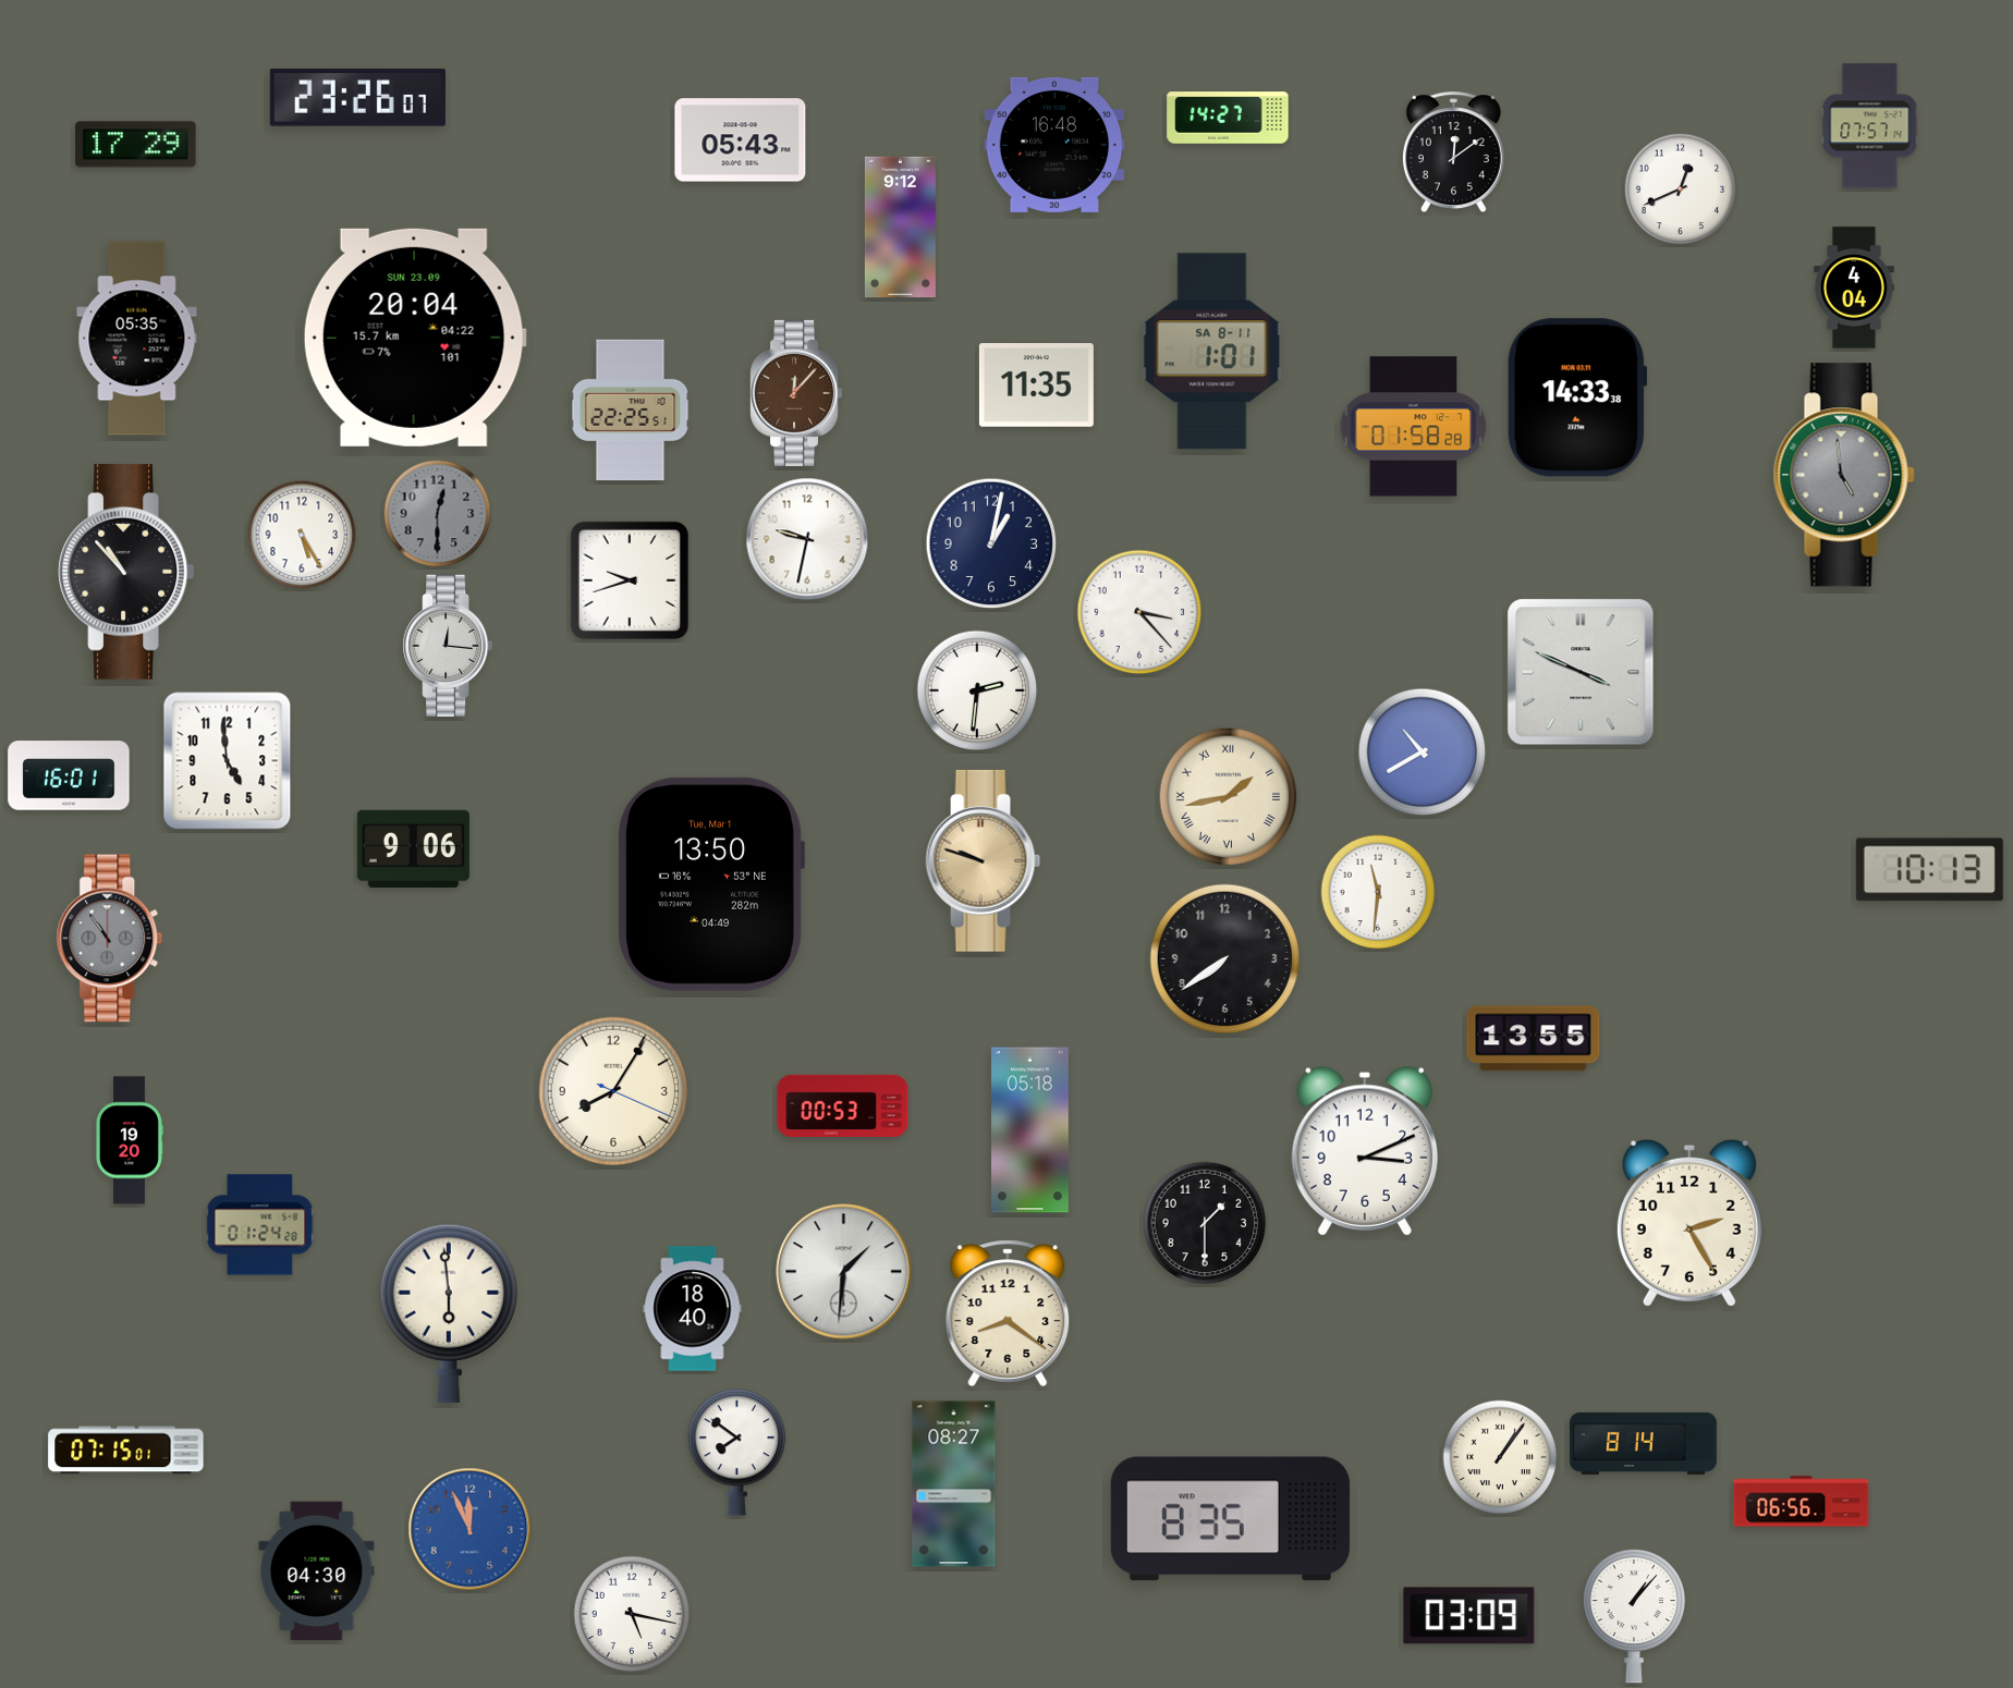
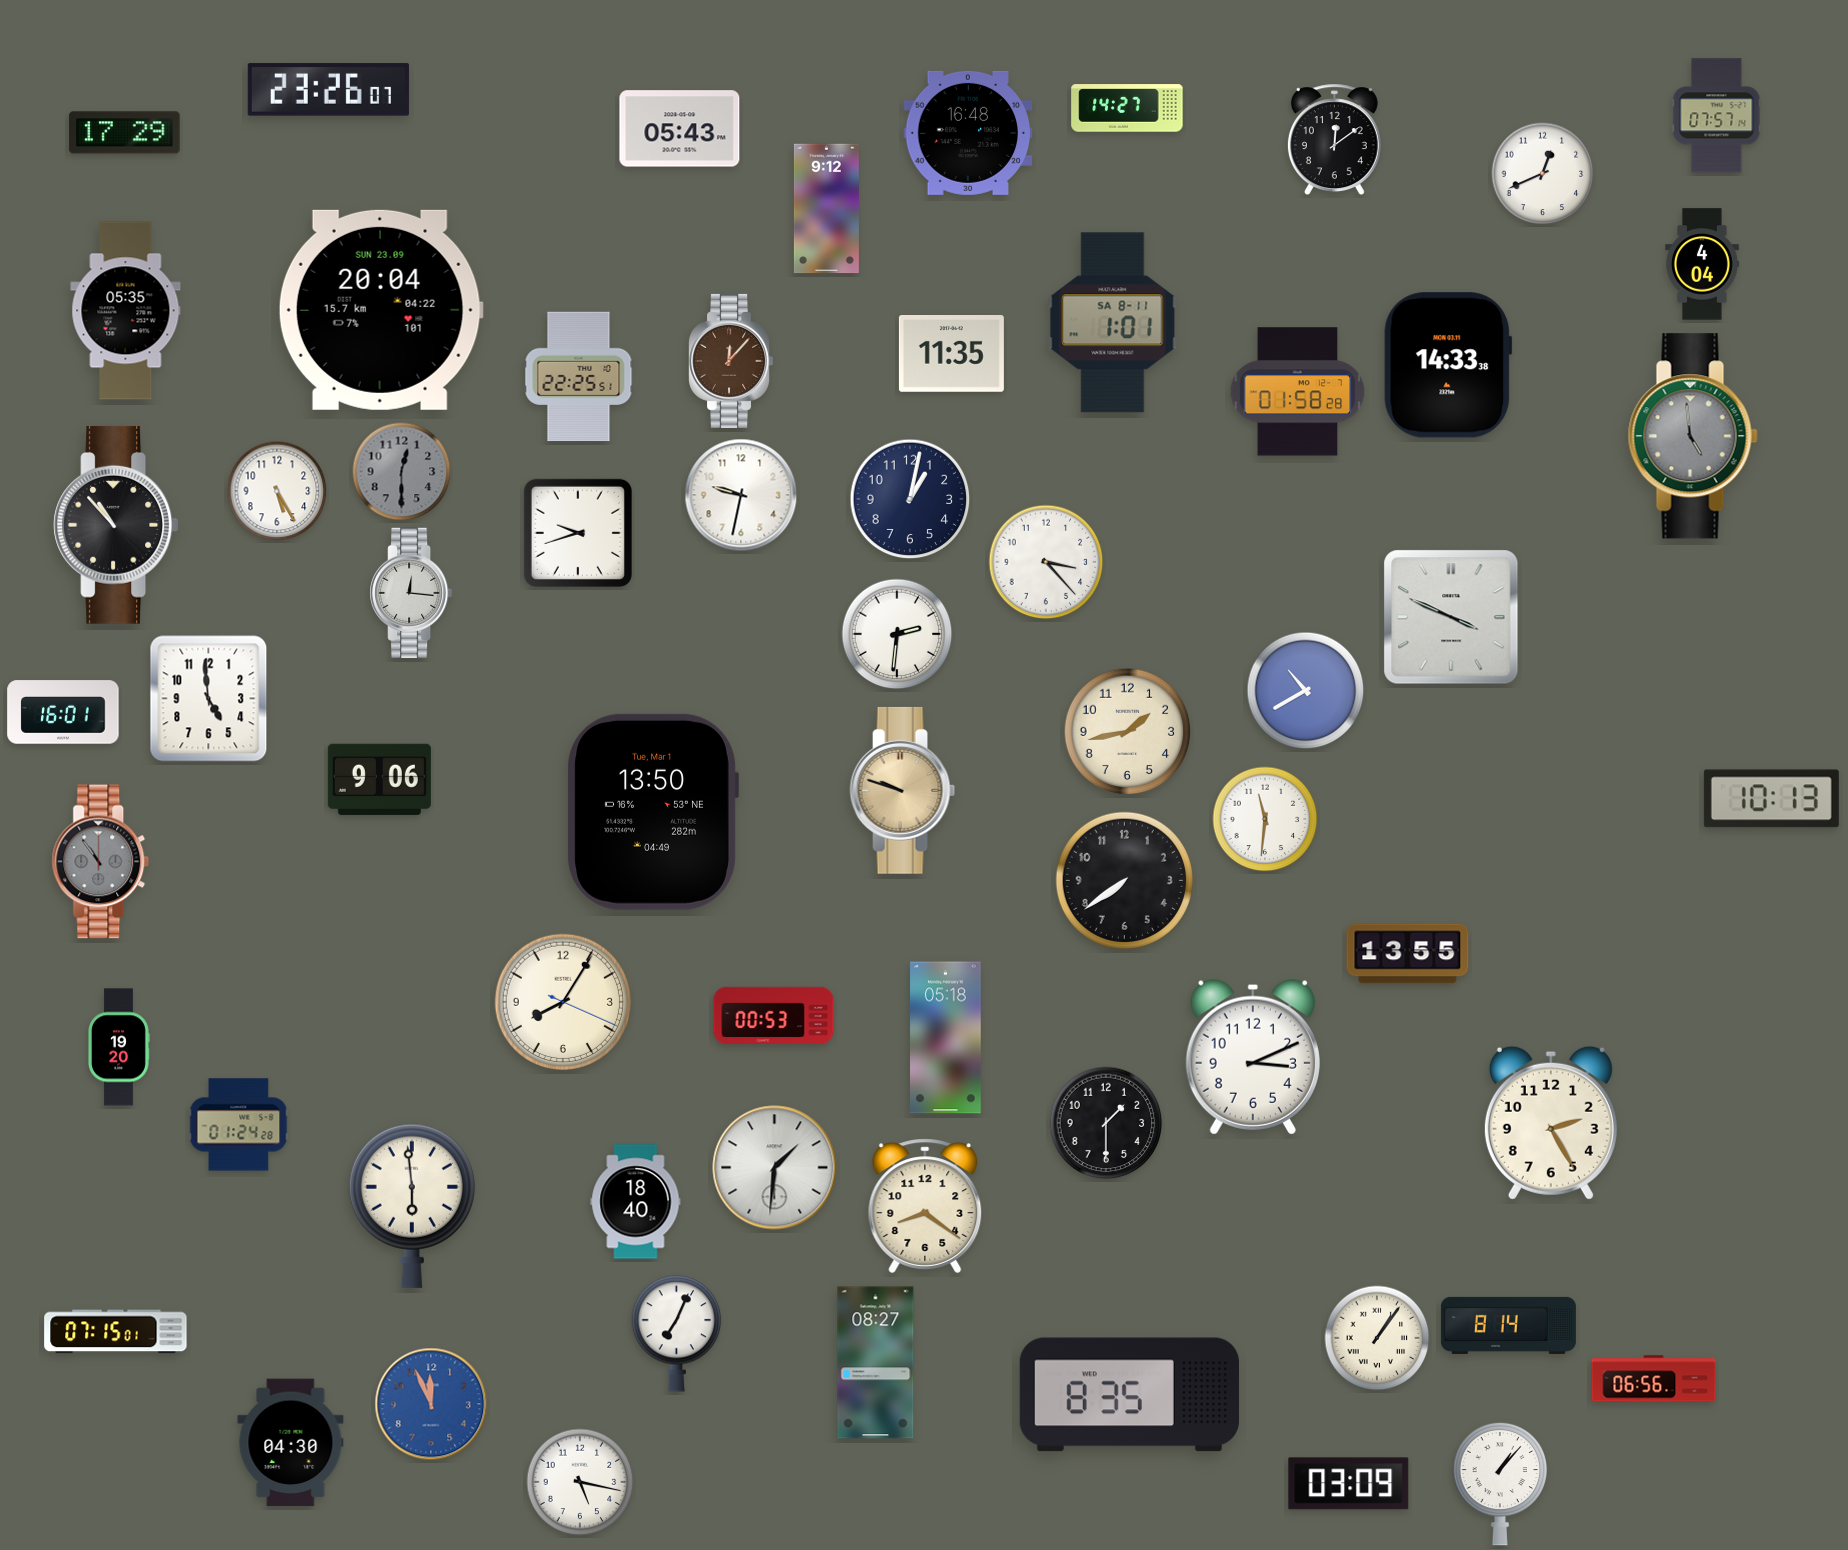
clock at (1229, 797) numerals: Roman -> Arabic
clock at (737, 1453): 7:51 -> 7:04
